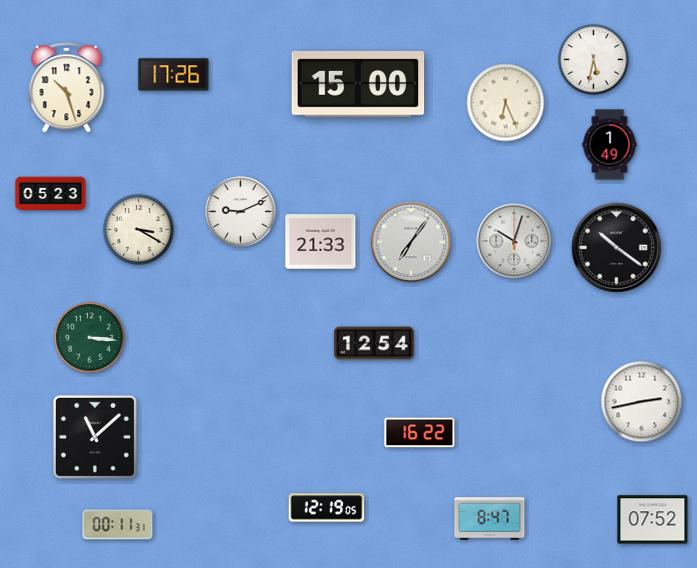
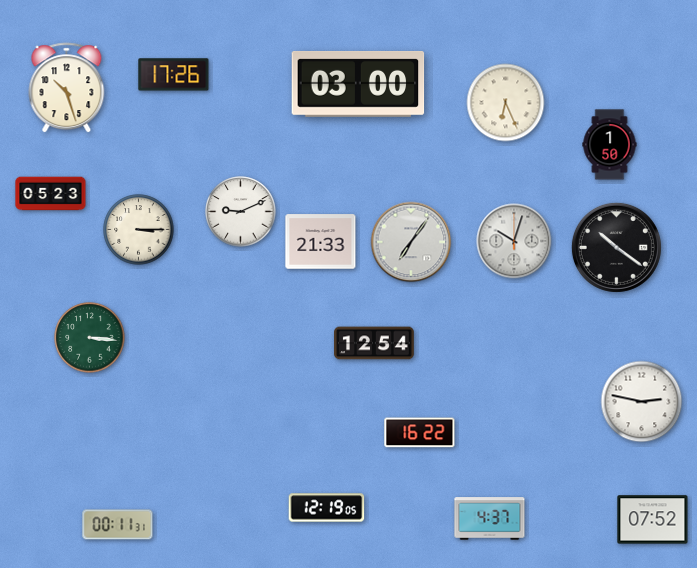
clock at (594, 60): 5:32 -> none
clock at (358, 84): 15:00 -> 03:00
clock at (610, 145): 1:49 -> 1:50
clock at (139, 230): 3:20 -> 3:15
clock at (642, 402): 2:43 -> 2:47
clock at (95, 437): 11:08 -> none
clock at (490, 519): 8:47 -> 4:37
